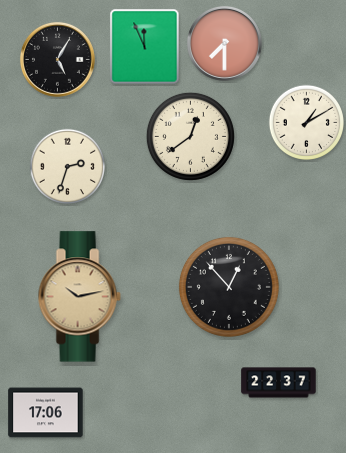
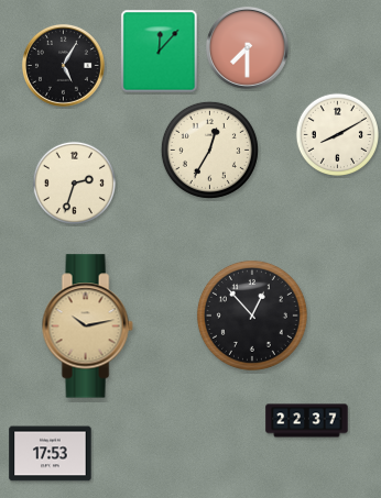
clock at (145, 47): 11:56 -> 12:07
clock at (307, 123): 1:10 -> 8:10
clock at (190, 136): 12:39 -> 12:35
clock at (46, 413): 17:06 -> 17:53
